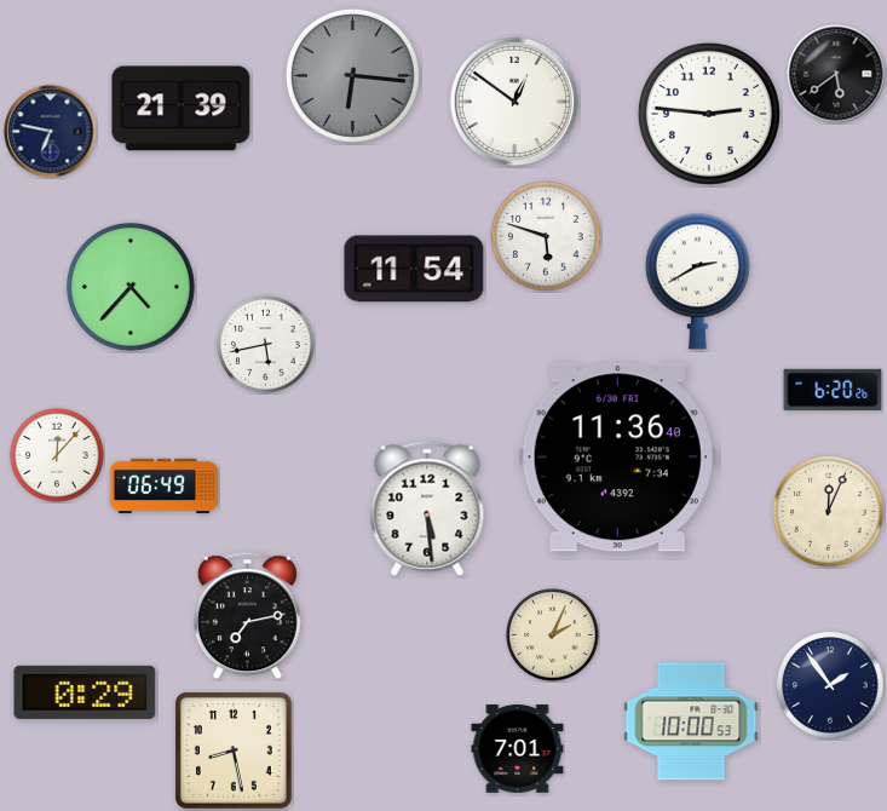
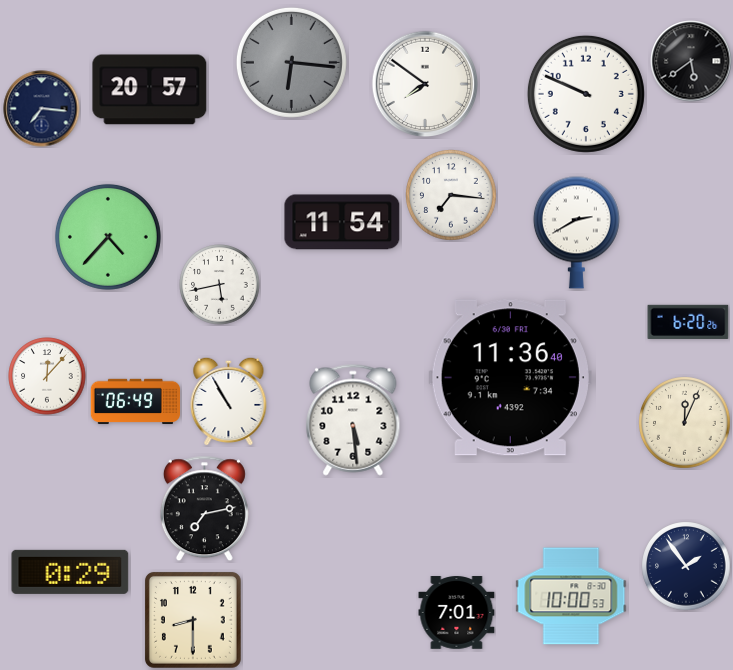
clock at (513, 100): 12:51 -> 7:51
clock at (182, 109): 21:39 -> 20:57
clock at (709, 114): 2:46 -> 9:49
clock at (51, 132): 6:47 -> 7:16
clock at (546, 236): 5:48 -> 7:16
clock at (229, 401): none -> 10:55
clock at (553, 635): 2:04 -> none
clock at (518, 749) position: (518, 749) -> (457, 613)
clock at (234, 750): 8:28 -> 8:30
